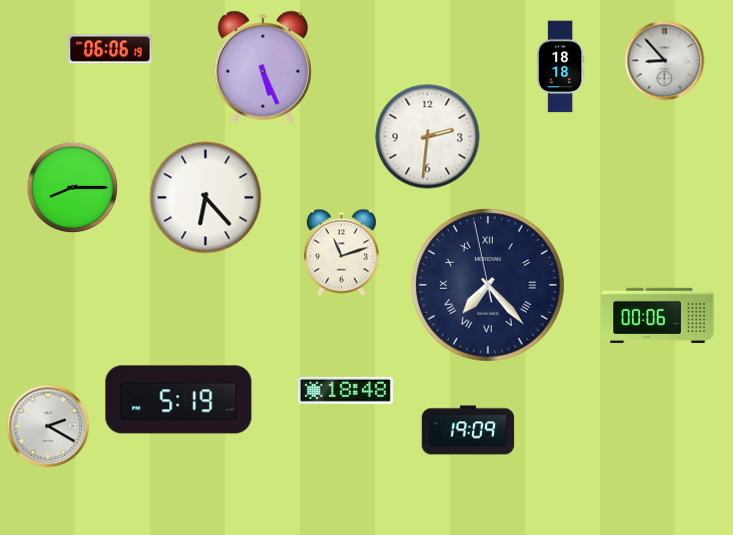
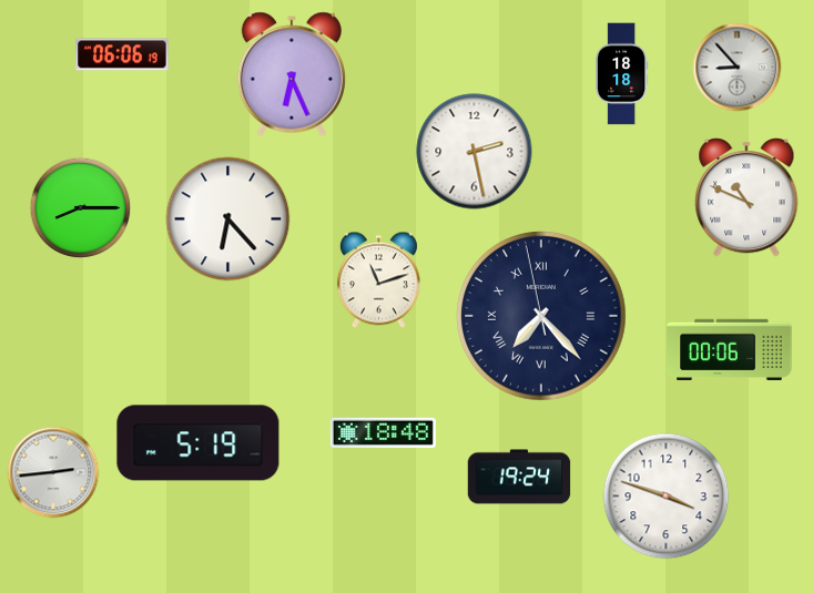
clock at (263, 67): 5:26 -> 6:26
clock at (428, 137): 2:31 -> 2:28
clock at (746, 198): none -> 10:49
clock at (48, 426): 2:20 -> 2:44
clock at (468, 430): 19:09 -> 19:24
clock at (667, 497): none -> 3:48
